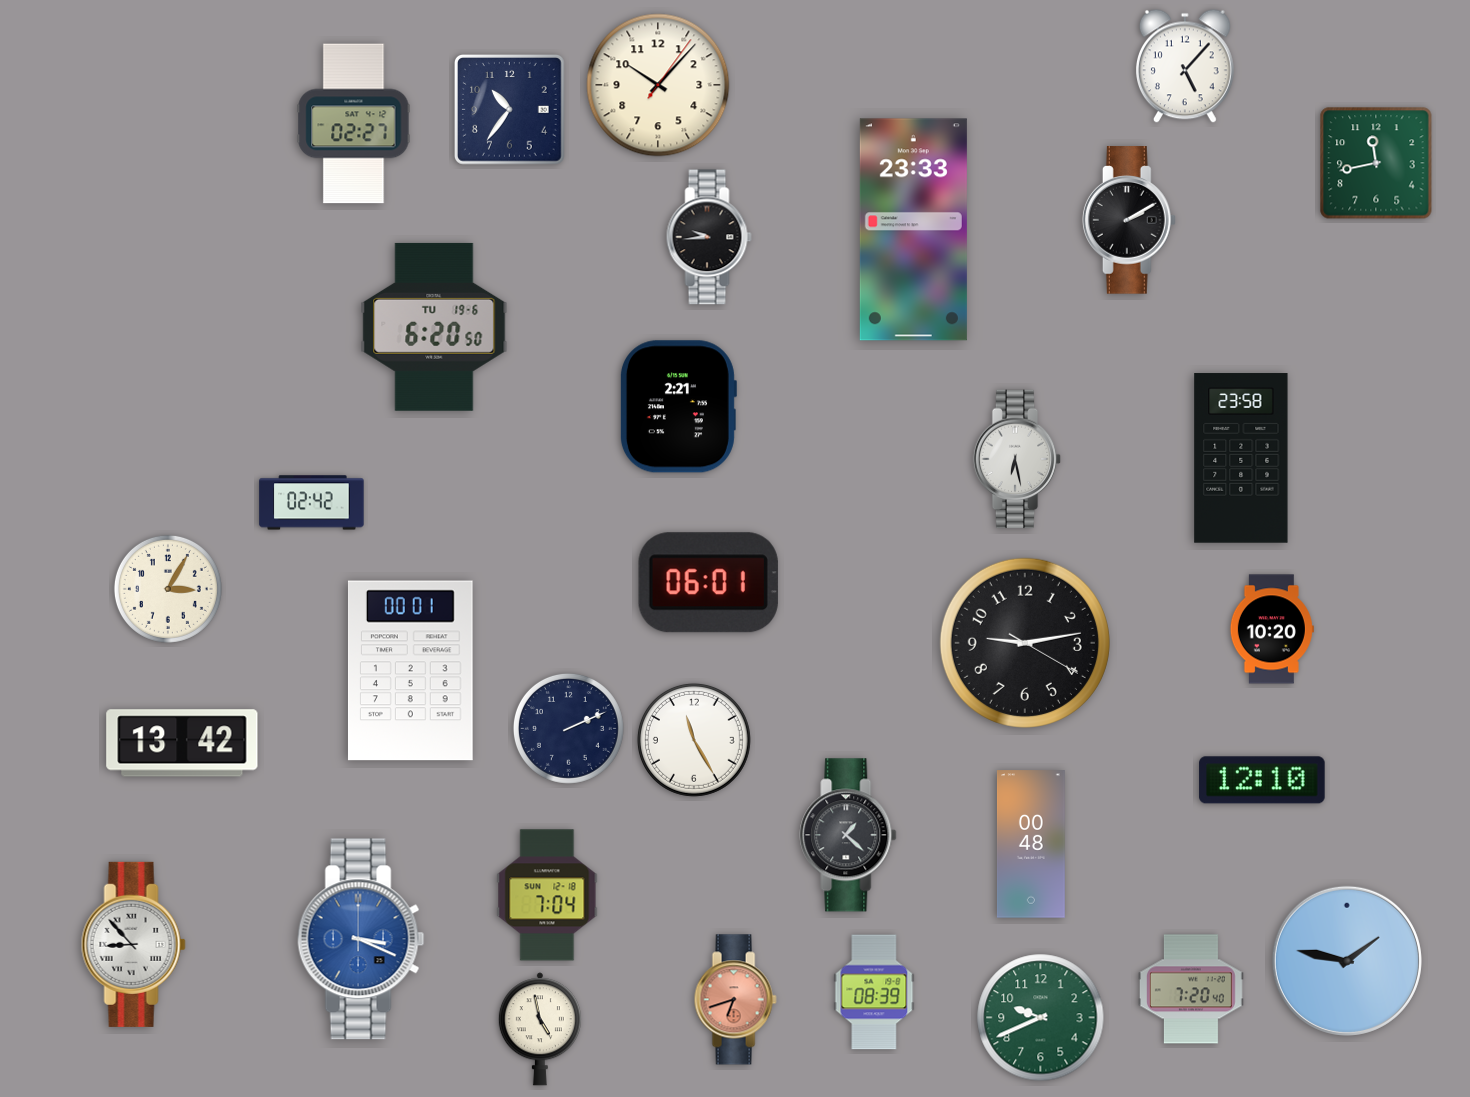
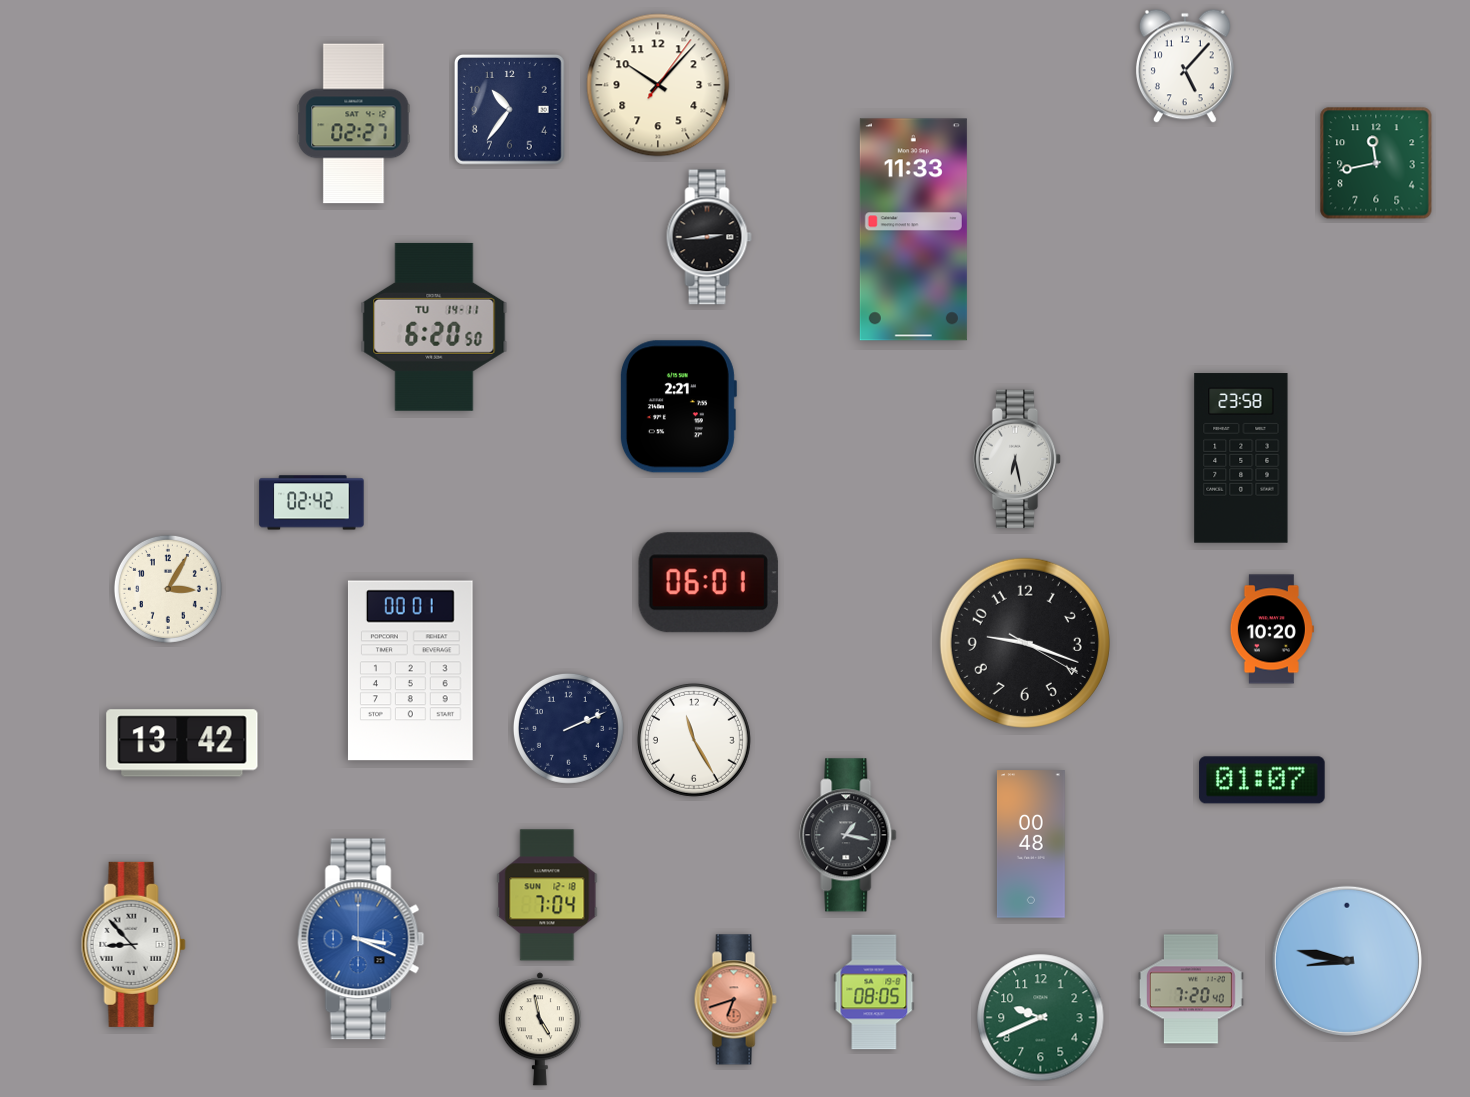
clock at (1129, 220): 2:10 -> none
clock at (913, 230): 23:33 -> 11:33
clock at (709, 237): 9:44 -> 2:44
clock at (434, 327) date: TU 19-6 -> TU 14-11
clock at (1025, 643): 9:13 -> 9:18
clock at (1262, 780): 12:10 -> 01:07
clock at (848, 835): 1:22 -> 1:17
clock at (1347, 961): 1:47 -> 8:47
clock at (874, 992): 08:39 -> 08:05
